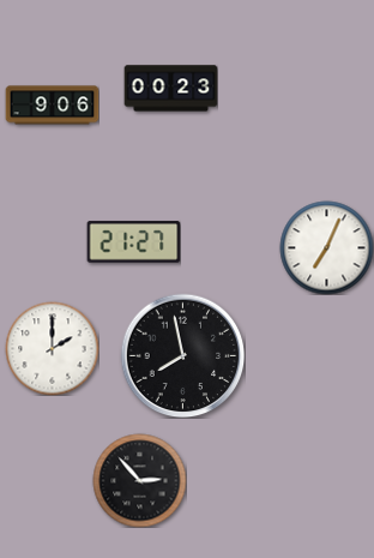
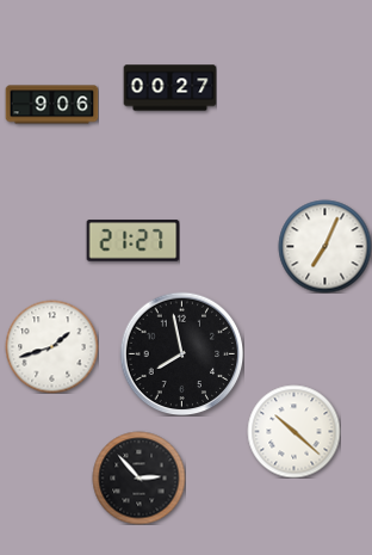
clock at (170, 89): 00:23 -> 00:27
clock at (52, 348): 2:00 -> 1:42
clock at (293, 431): none -> 10:22
